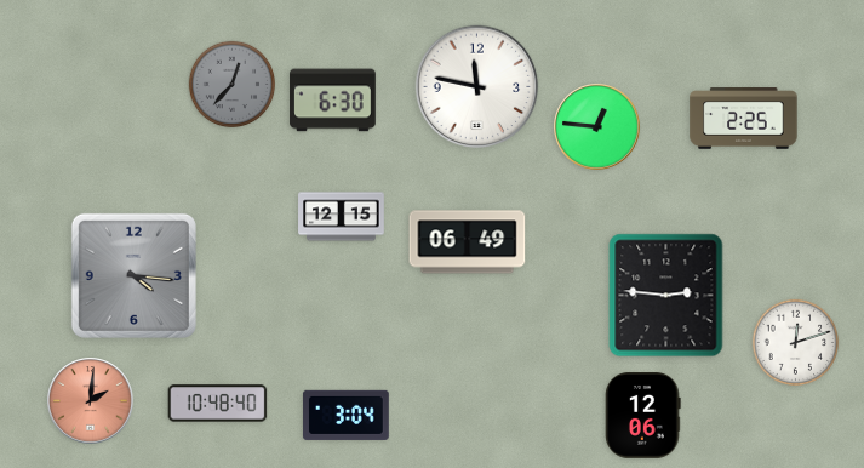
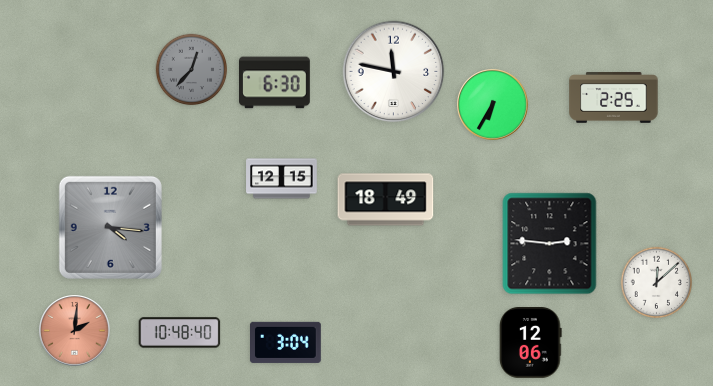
clock at (597, 127): 12:46 -> 6:35
clock at (468, 242): 06:49 -> 18:49
clock at (796, 343): 12:12 -> 12:08
